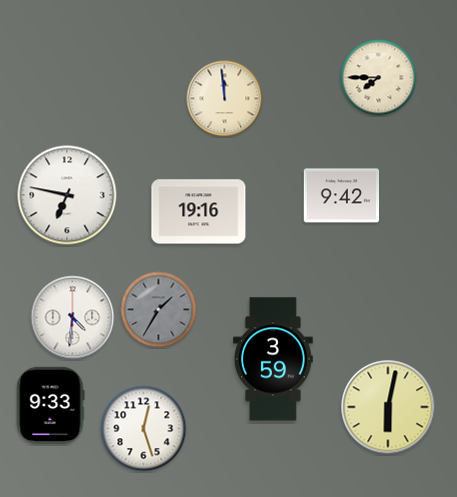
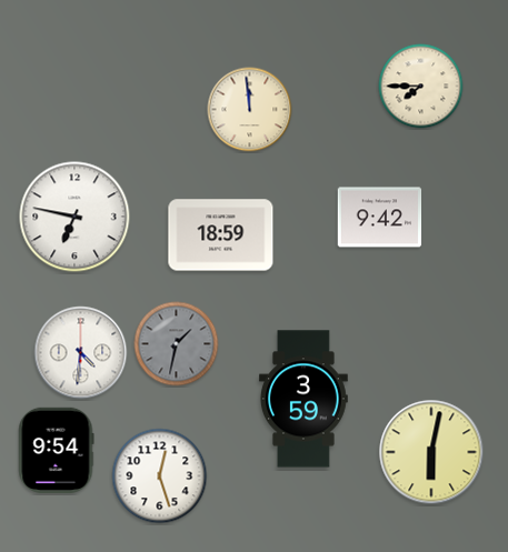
clock at (199, 212): 19:16 -> 18:59
clock at (159, 310): 1:35 -> 1:32
clock at (51, 405): 9:33 -> 9:54
